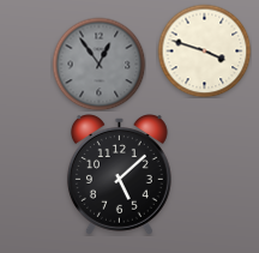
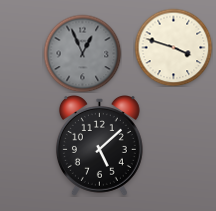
clock at (204, 50) position: (204, 50) -> (173, 47)
clock at (98, 64): 12:54 -> 12:56
